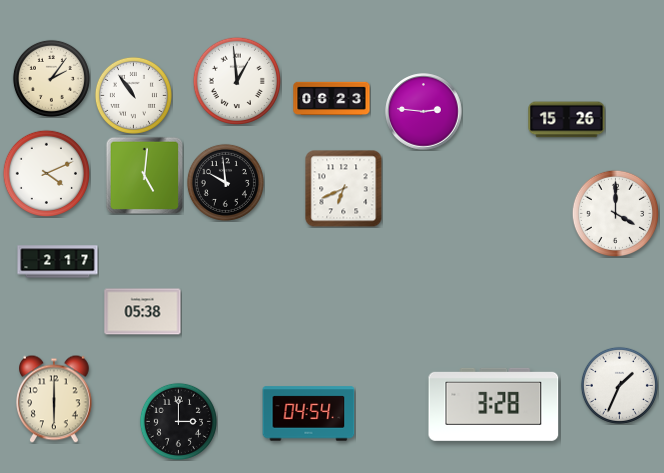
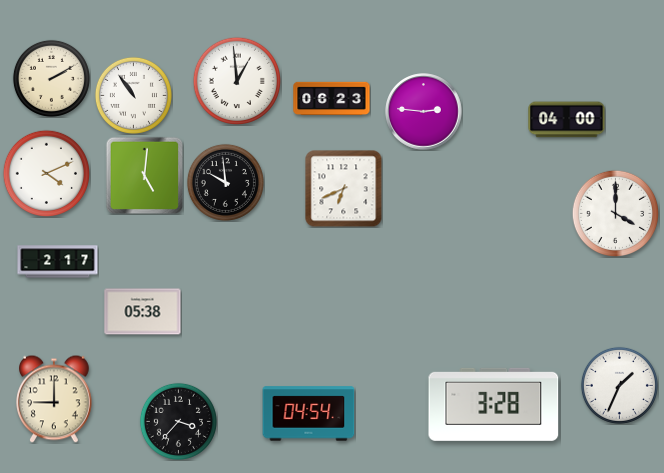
clock at (51, 78): 2:06 -> 2:10
clock at (567, 120): 15:26 -> 04:00
clock at (55, 399): 6:00 -> 9:00
clock at (178, 421): 3:00 -> 3:37
